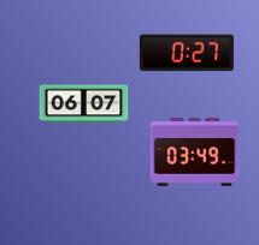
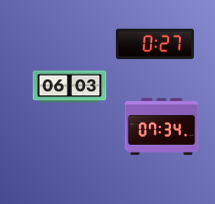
clock at (84, 104): 06:07 -> 06:03
clock at (195, 153): 03:49 -> 07:34
